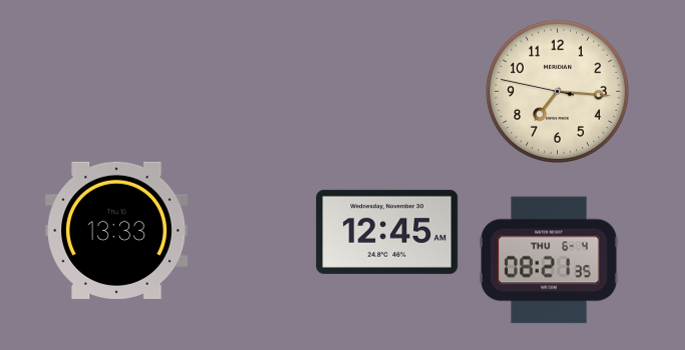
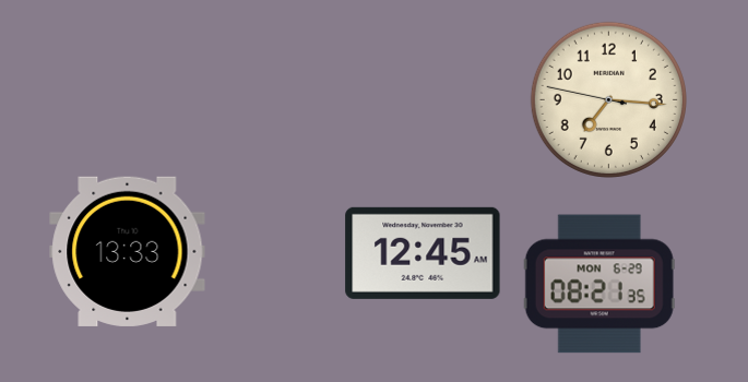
clock at (549, 260) date: THU 6-4 -> MON 6-29
